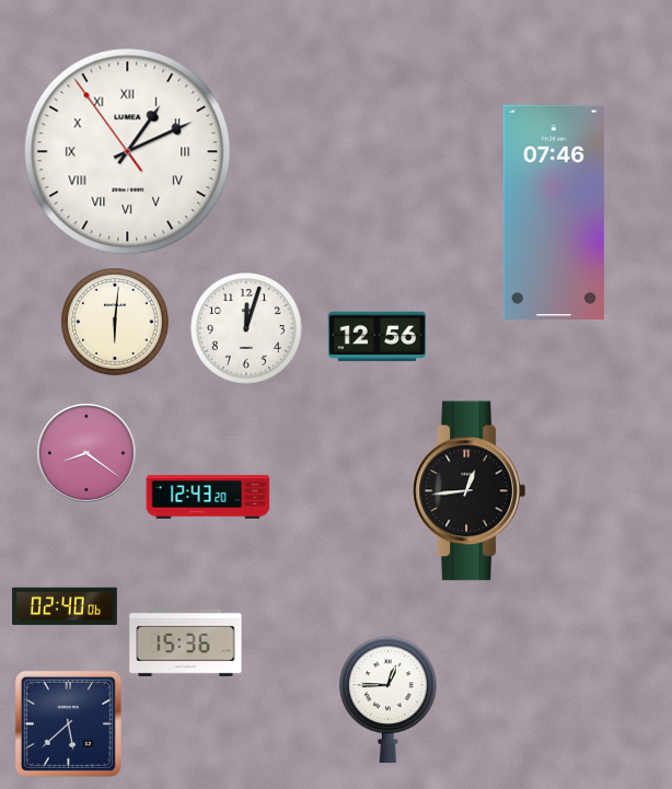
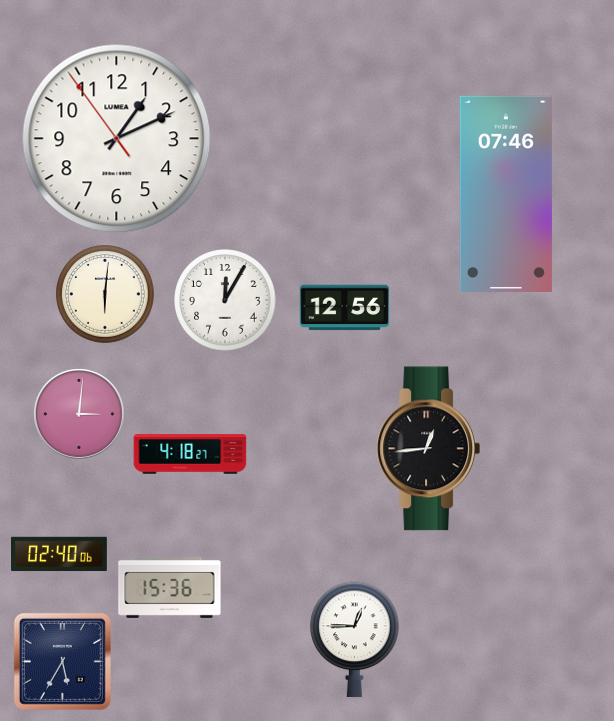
clock at (128, 152) numerals: Roman -> Arabic
clock at (246, 328): 12:03 -> 12:05
clock at (86, 453): 8:21 -> 3:01
clock at (208, 497): 12:43 -> 4:18
clock at (68, 723): 5:38 -> 5:35
